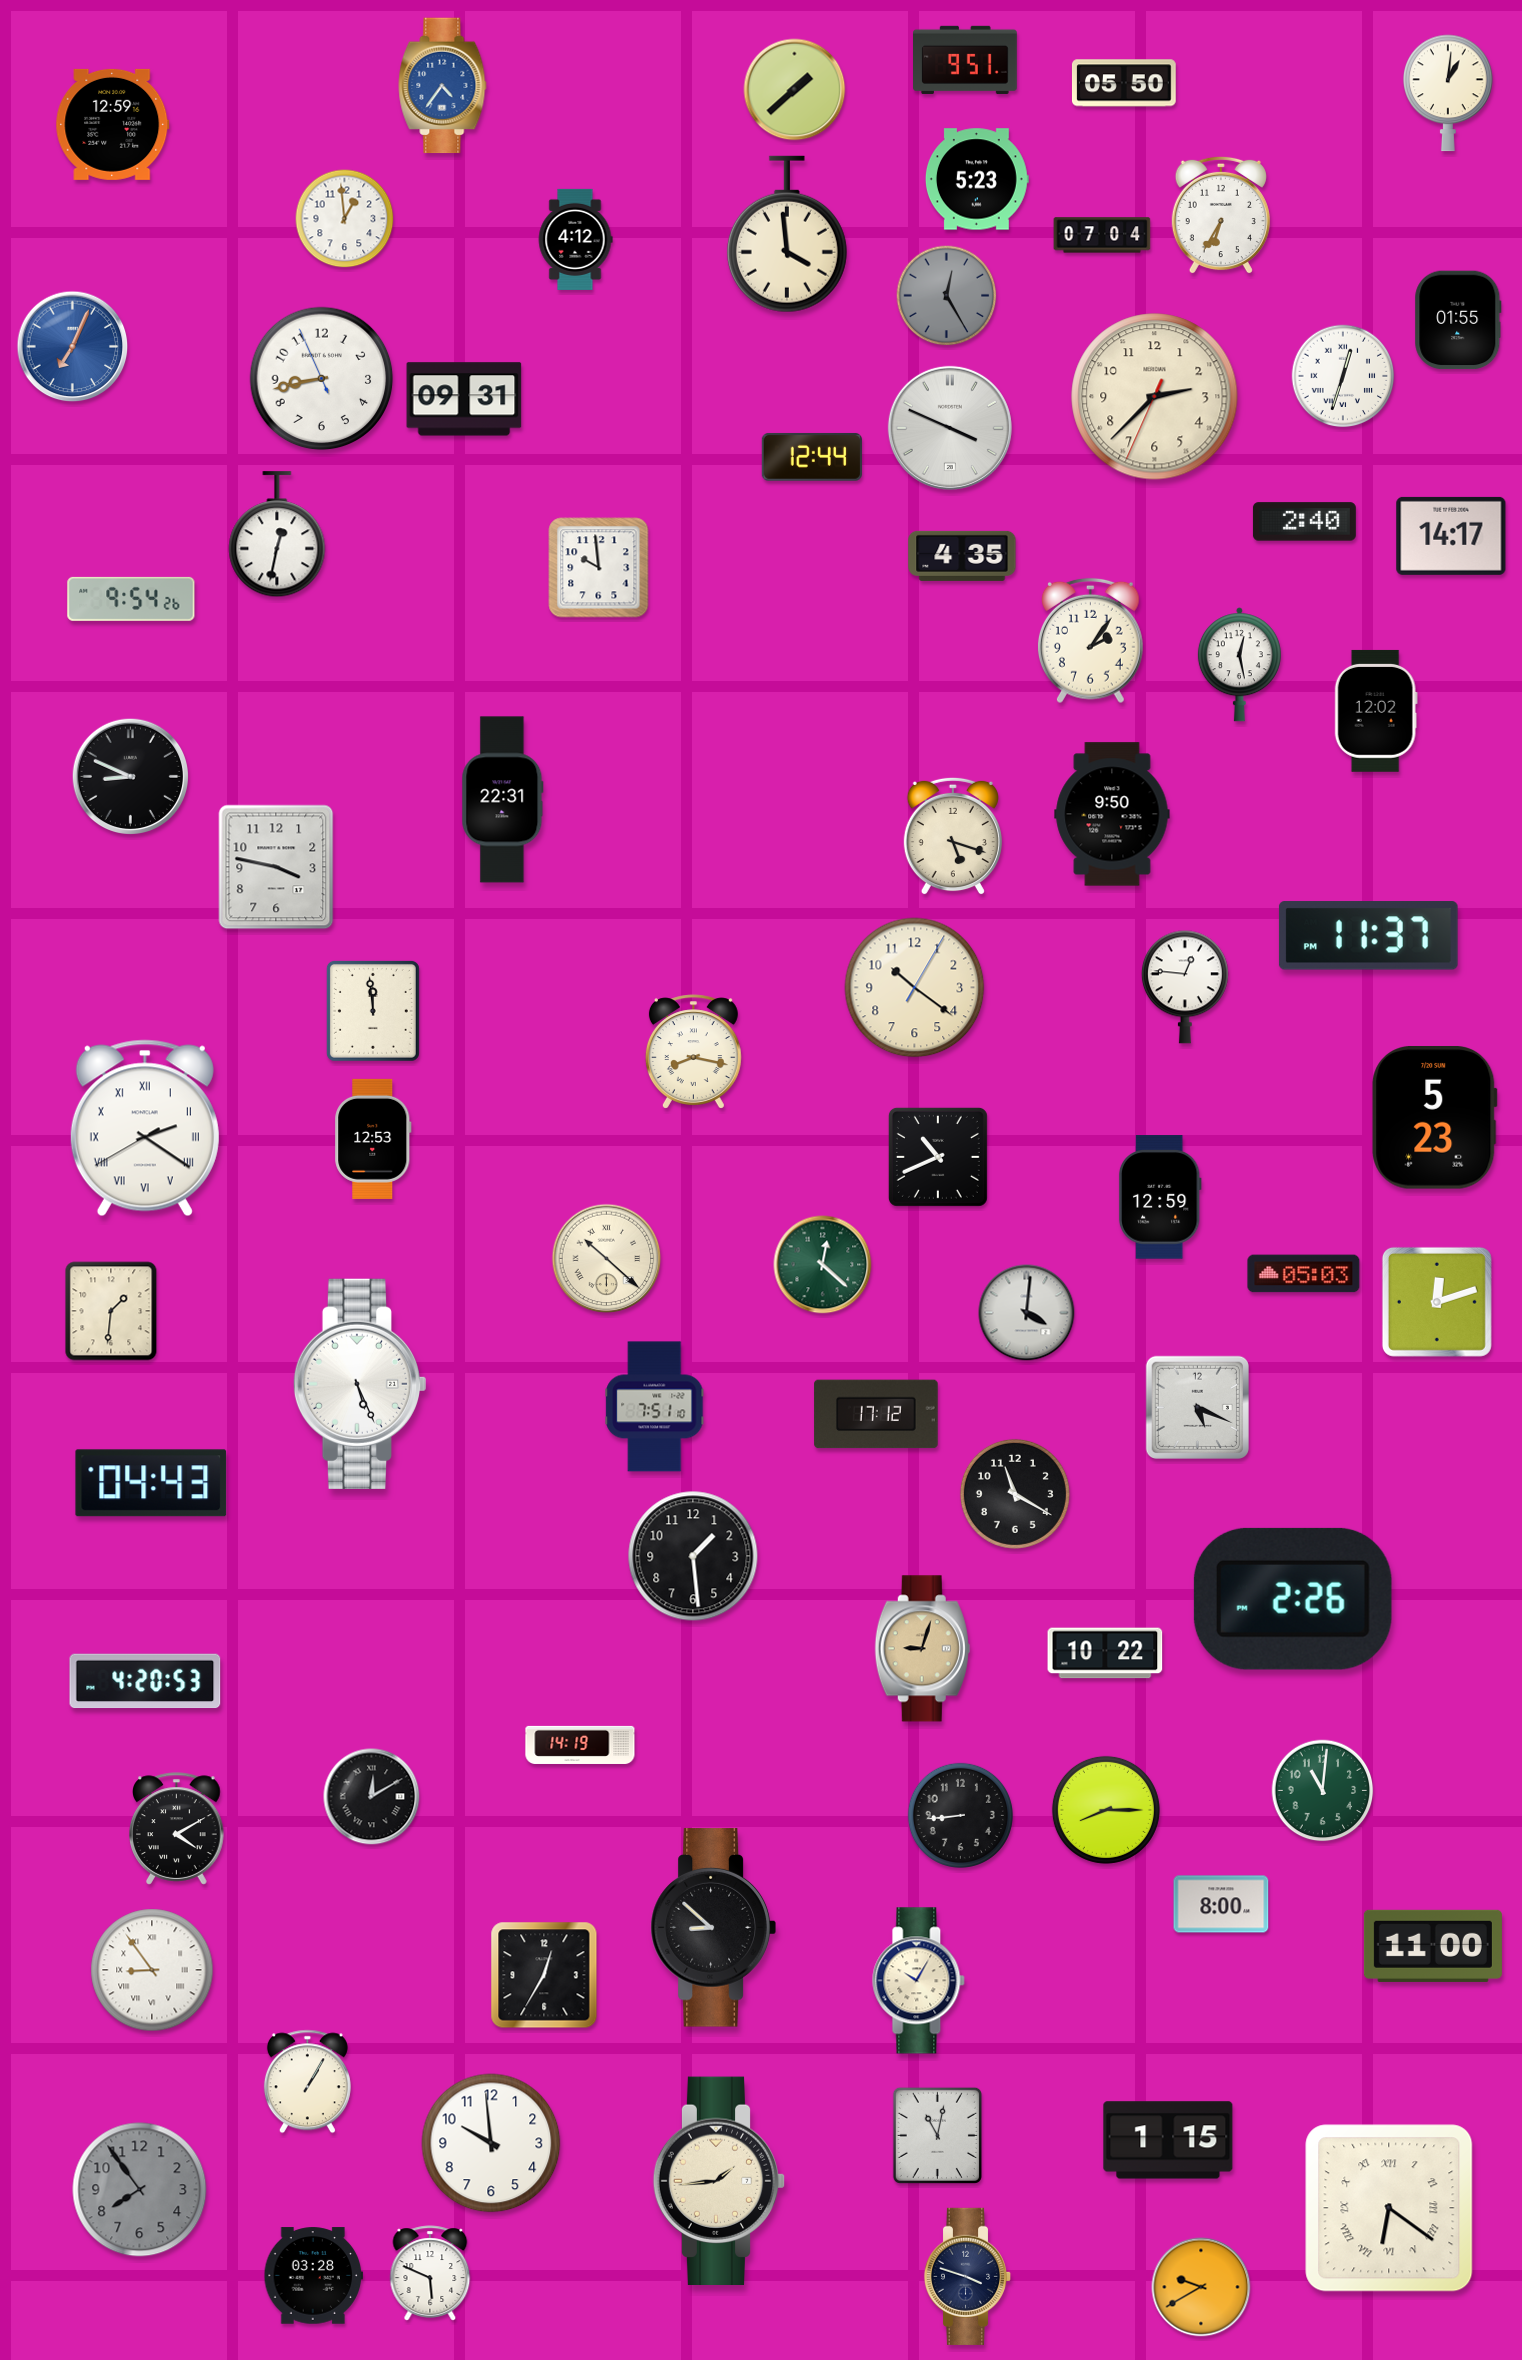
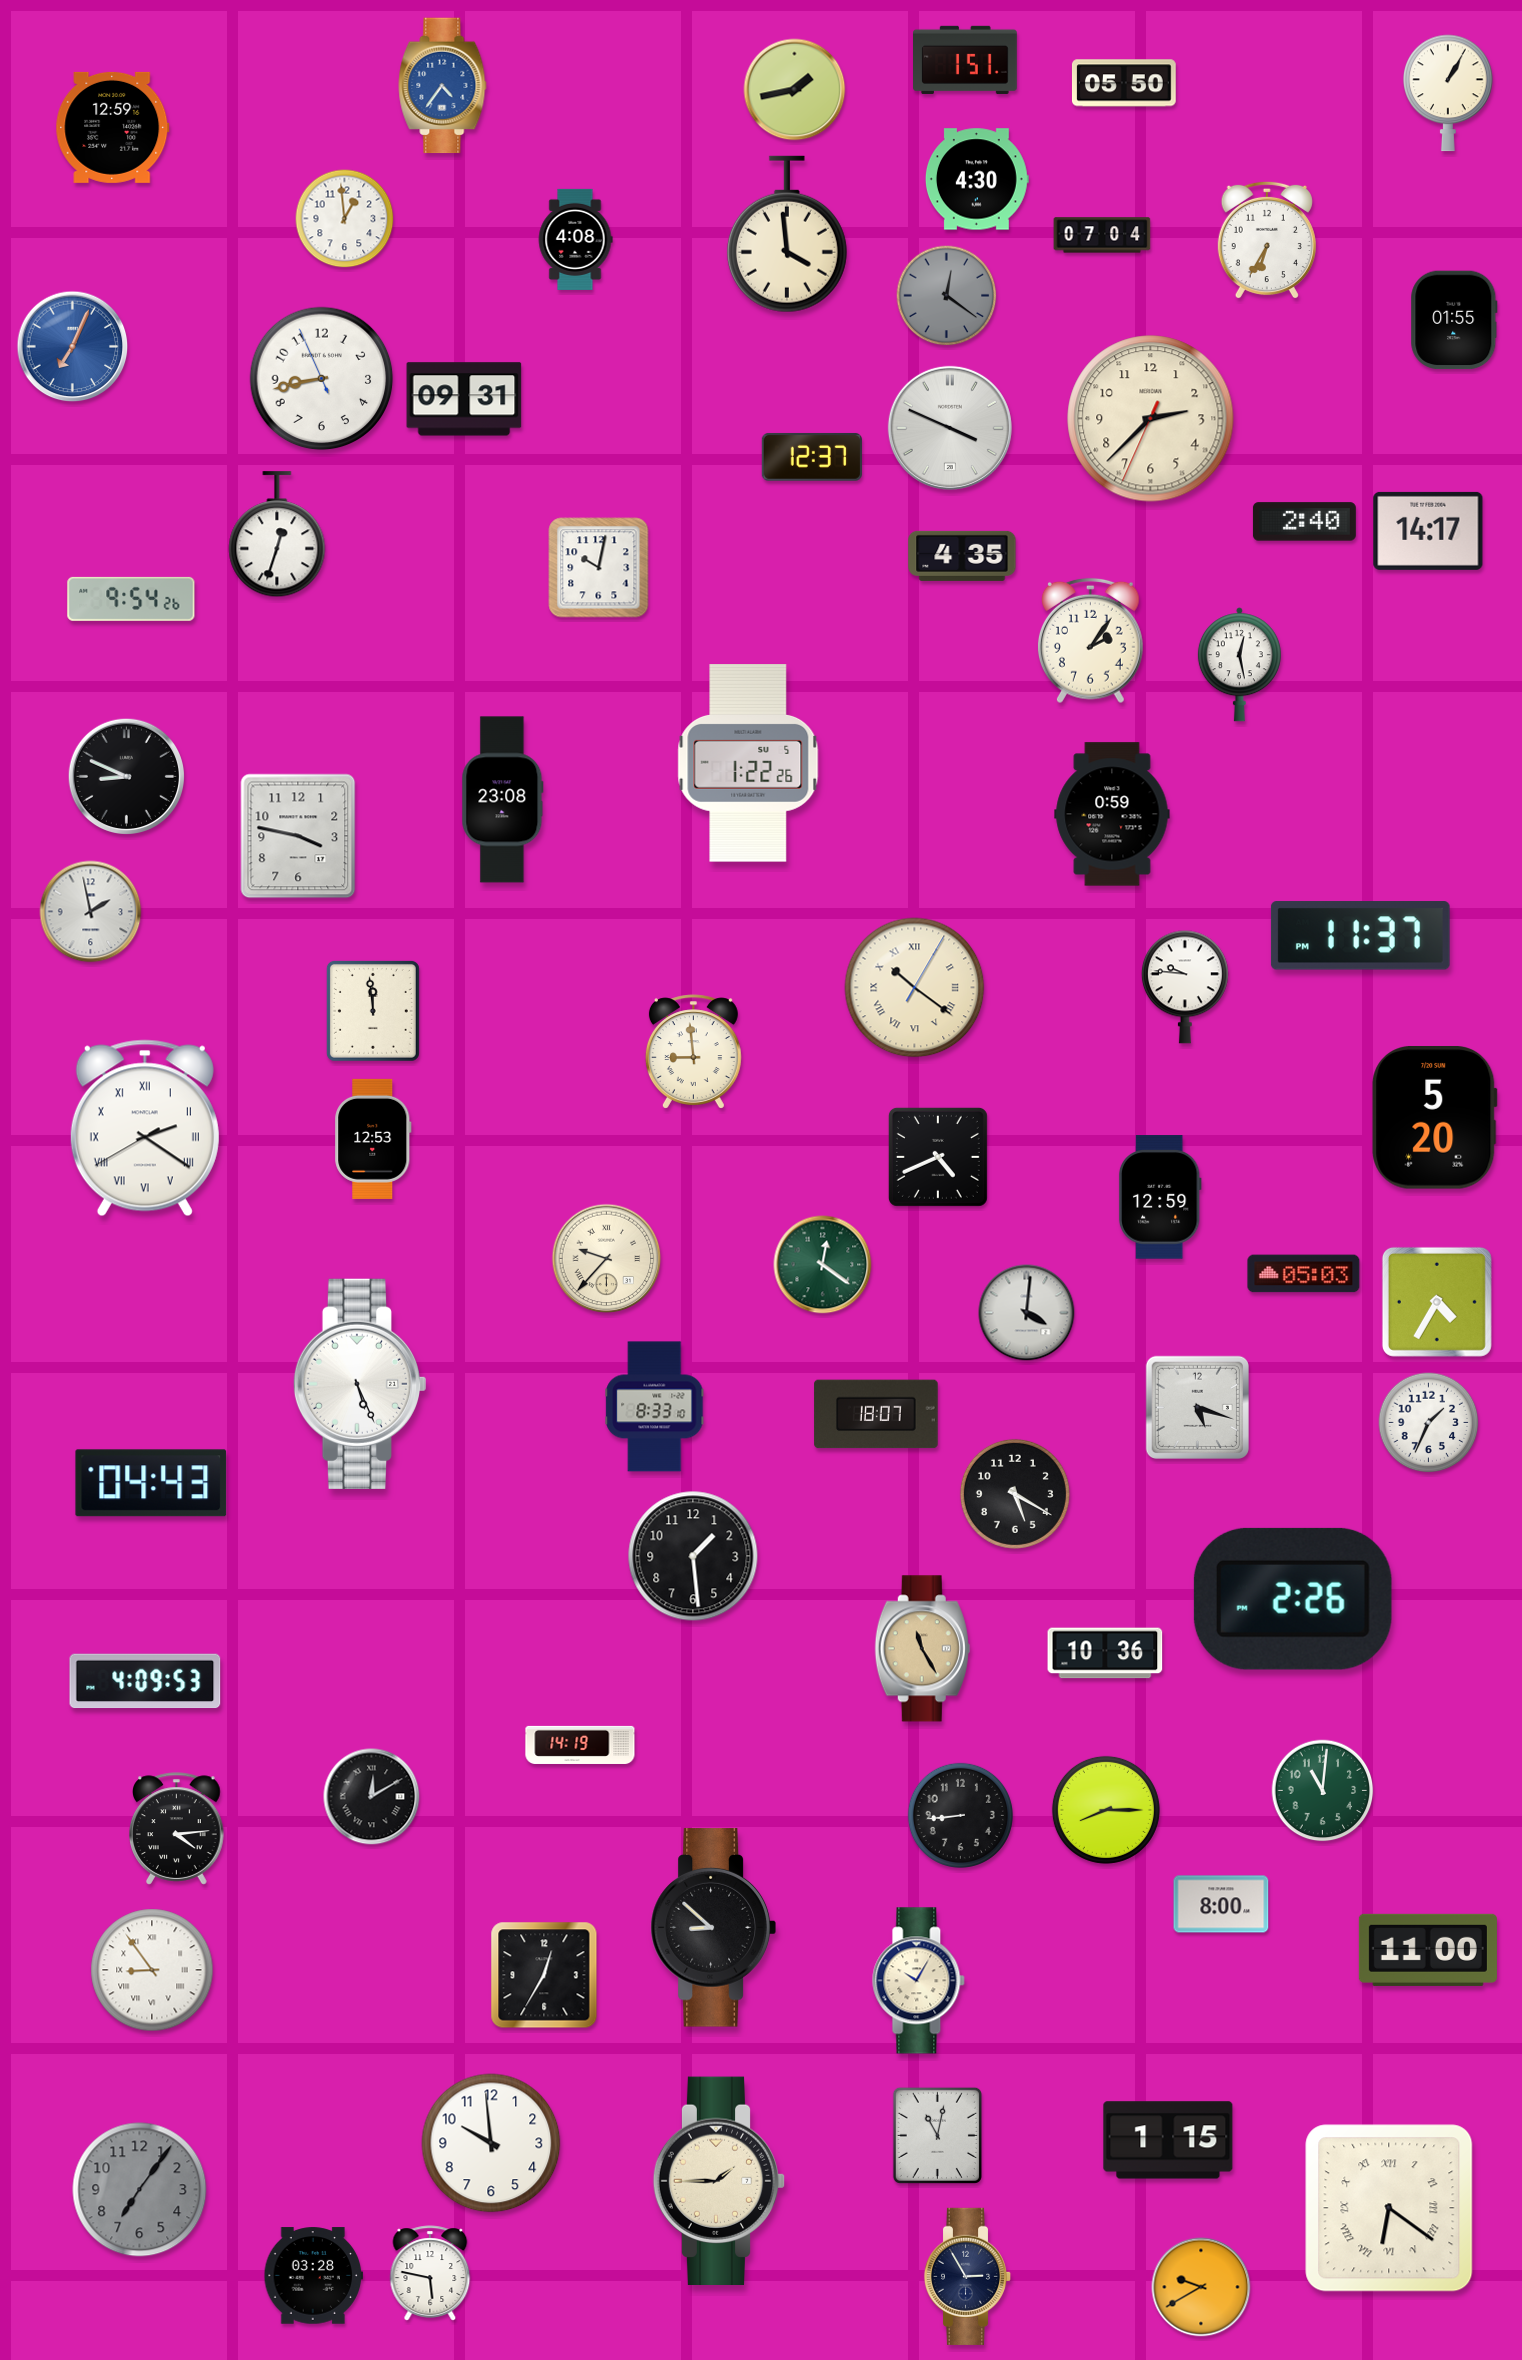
clock at (966, 60): 9:51 -> 1:51
clock at (795, 90): 1:38 -> 1:43
clock at (1449, 93): 1:01 -> 1:05
clock at (113, 124) position: (113, 124) -> (113, 127)
clock at (977, 179): 5:23 -> 4:30
clock at (1221, 215) position: (1221, 215) -> (1267, 240)
clock at (575, 239): 4:12 -> 4:08
clock at (947, 296): 12:25 -> 12:21
clock at (1458, 320) position: (1458, 320) -> (1454, 320)
clock at (1343, 376): 12:33 -> none
clock at (1155, 397) position: (1155, 397) -> (1151, 419)
clock at (812, 457): 12:44 -> 12:37
clock at (277, 535): 12:32 -> 12:33
clock at (1451, 536) position: (1451, 536) -> (1428, 531)
clock at (599, 568): 9:59 -> 10:02
clock at (1376, 711): 12:02 -> none
clock at (748, 763): none -> 1:22
clock at (130, 776) position: (130, 776) -> (126, 776)
clock at (503, 800): 22:31 -> 23:08
clock at (1112, 814): 9:50 -> 0:59
clock at (953, 836): 5:18 -> none
clock at (276, 867) position: (276, 867) -> (298, 836)
clock at (91, 912): none -> 1:58
clock at (1368, 936) position: (1368, 936) -> (1360, 936)
clock at (1185, 987): 12:46 -> 9:46
clock at (915, 988) numerals: Arabic -> Roman
clock at (693, 1052): 8:17 -> 8:59
clock at (1435, 1118): 5:23 -> 5:20
clock at (938, 1157): 10:41 -> 4:41
clock at (607, 1259): 10:22 -> 9:37
clock at (823, 1265): 12:22 -> 12:21
clock at (1437, 1302): 12:12 -> 4:35
clock at (111, 1311): 1:31 -> none
clock at (655, 1407): 7:51 -> 8:33
clock at (1197, 1407): 5:19 -> 5:18
clock at (876, 1414): 17:12 -> 18:07
clock at (1429, 1423): none -> 1:34
clock at (1015, 1494): 11:20 -> 5:20
clock at (922, 1649): 9:03 -> 11:25
clock at (1105, 1653): 10:22 -> 10:36
clock at (145, 1681): 4:20 -> 4:09
clock at (177, 1829): 4:10 -> 4:14
clock at (1433, 1946) position: (1433, 1946) -> (1428, 1950)
clock at (307, 2082): 1:05 -> none
clock at (719, 2181): 1:44 -> 1:45
clock at (140, 2190): 7:54 -> 7:06
clock at (430, 2273): 5:49 -> 5:47
clock at (968, 2276): 3:48 -> 2:55
